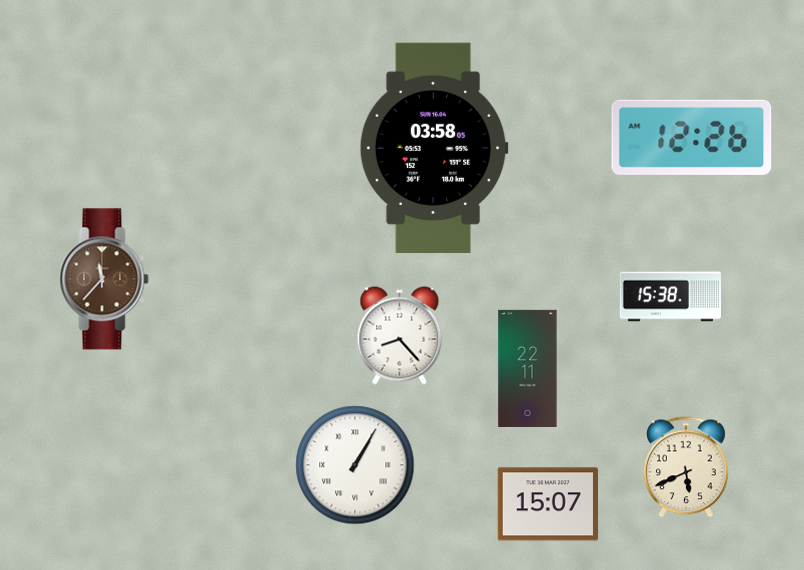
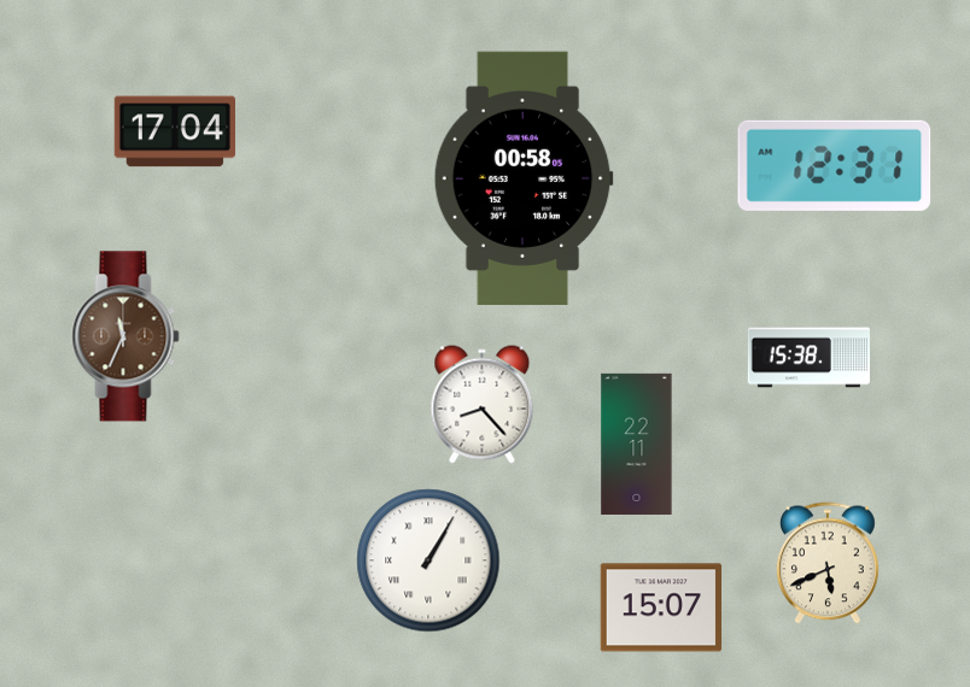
clock at (174, 131): none -> 17:04
clock at (692, 137): 12:26 -> 12:31
clock at (434, 148): 03:58 -> 00:58
clock at (104, 279): 11:37 -> 11:34
